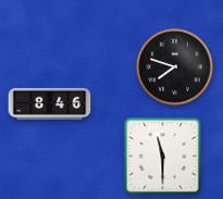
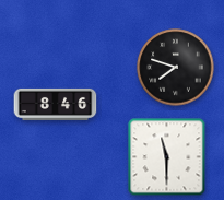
clock at (50, 103) position: (50, 103) -> (56, 104)
clock at (163, 157) position: (163, 157) -> (167, 157)
